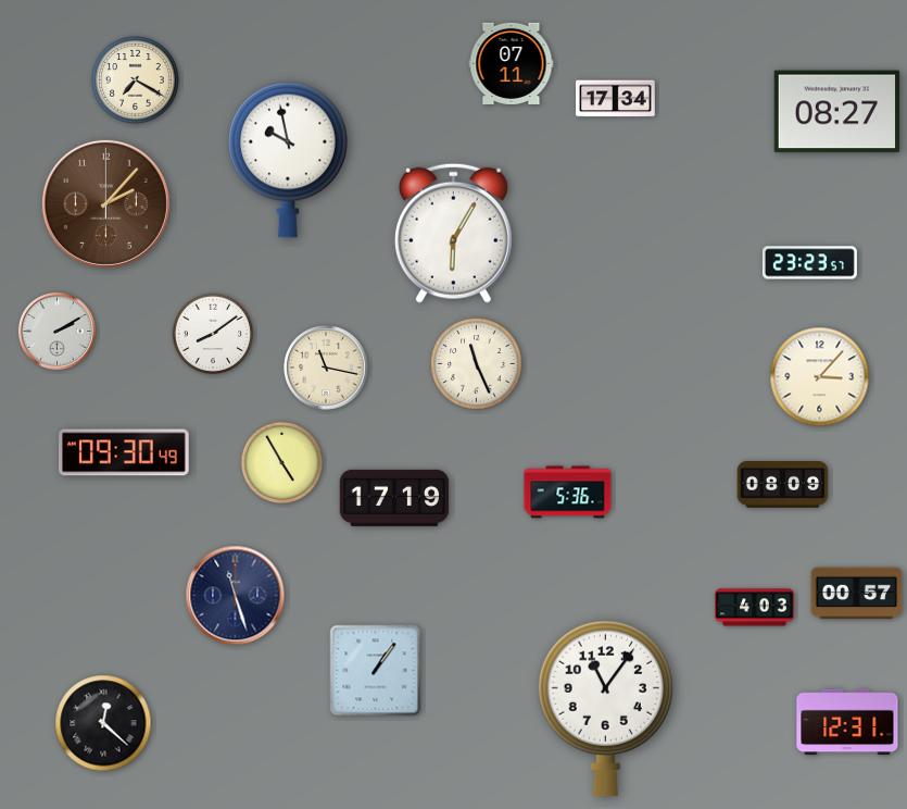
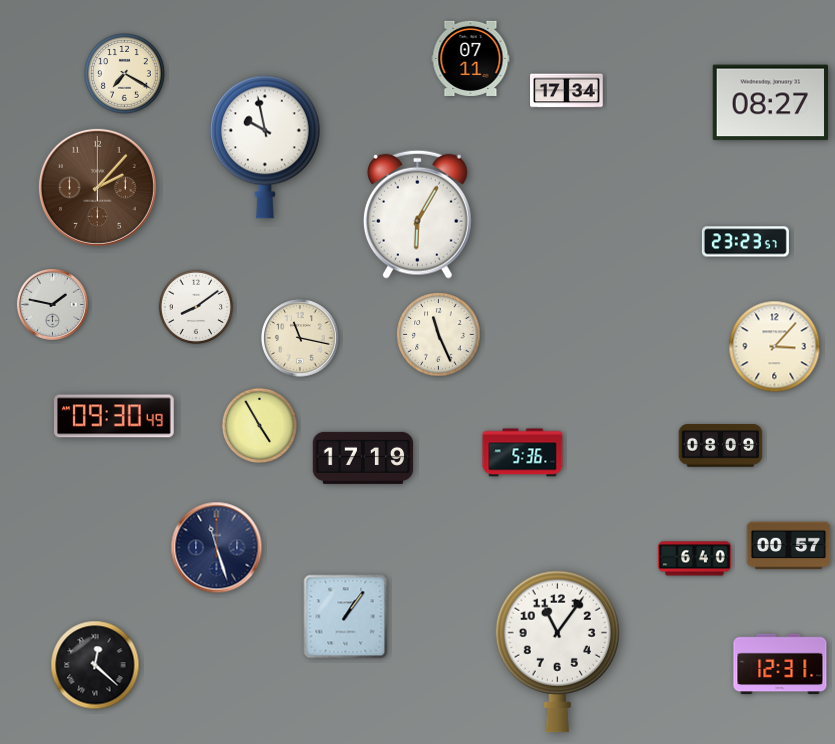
clock at (56, 331): 2:10 -> 1:47
clock at (820, 377) position: (820, 377) -> (775, 347)
clock at (755, 608): 4:03 -> 6:40
